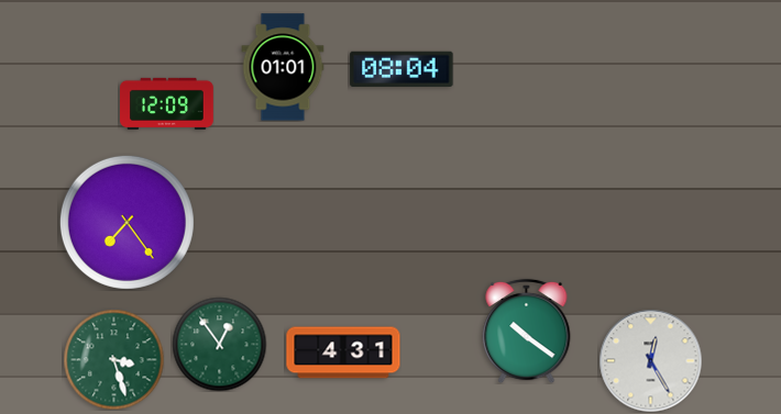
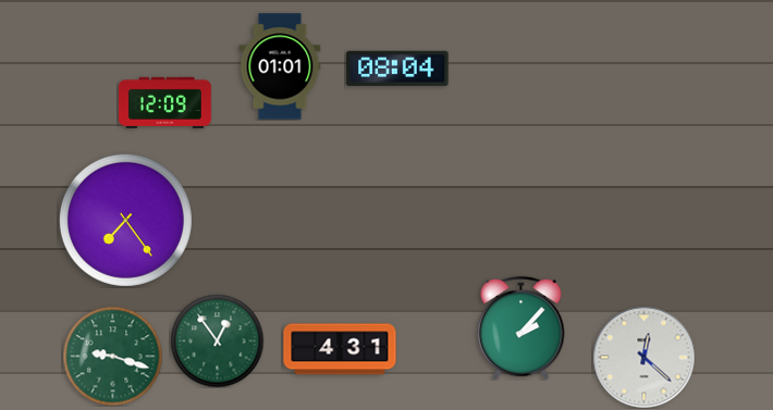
clock at (527, 331): 10:21 -> 2:07
clock at (113, 359): 3:27 -> 9:18
clock at (650, 360): 12:25 -> 12:22
